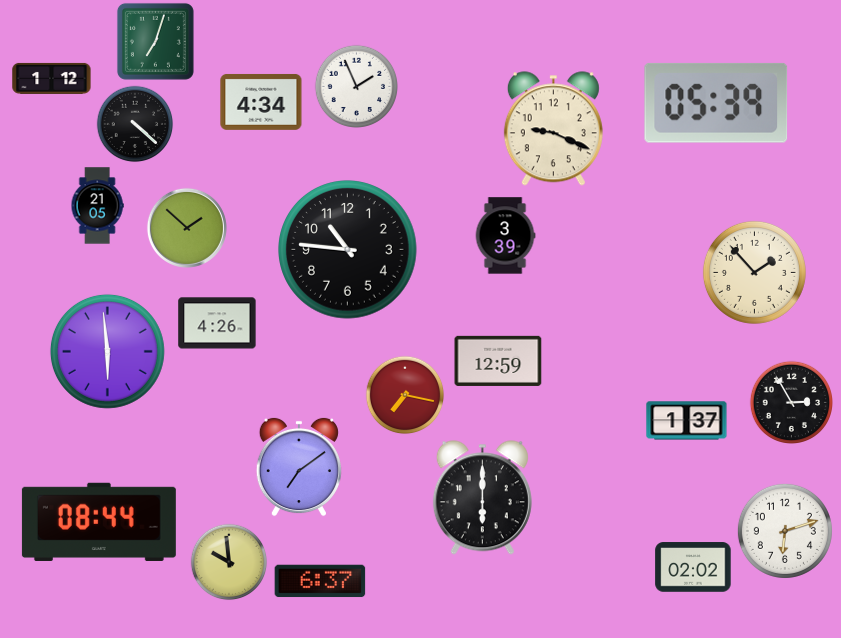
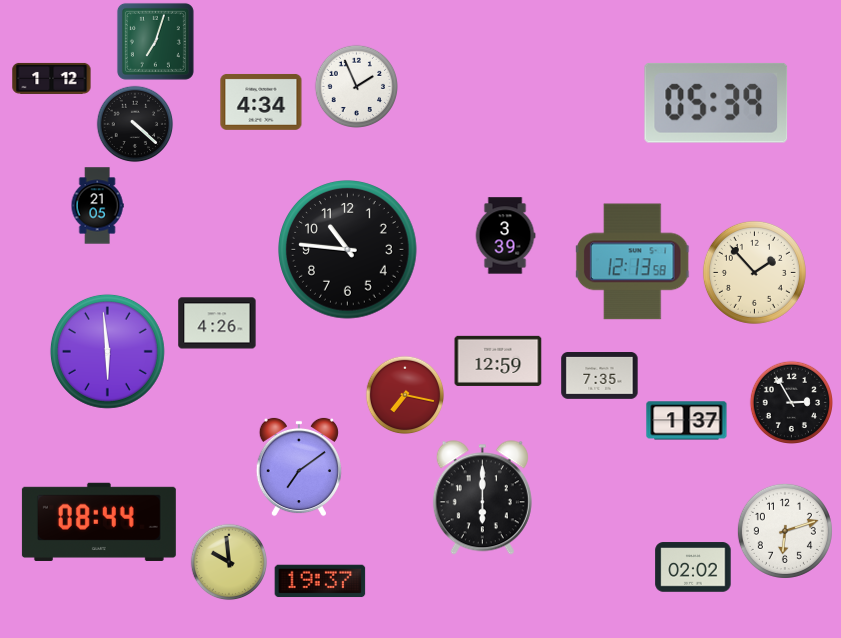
clock at (553, 129): 9:19 -> none
clock at (187, 228): 1:52 -> none
clock at (633, 262): none -> 12:13
clock at (600, 376): none -> 7:35
clock at (320, 581): 6:37 -> 19:37
